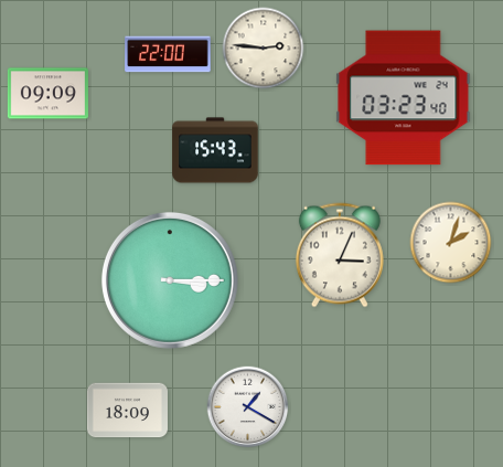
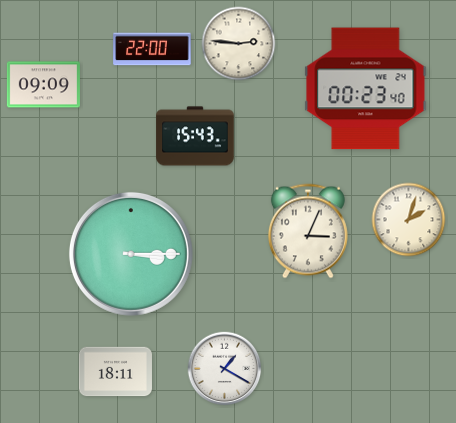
clock at (404, 98): 03:23 -> 00:23
clock at (170, 280) position: (170, 280) -> (131, 254)
clock at (127, 411): 18:09 -> 18:11
